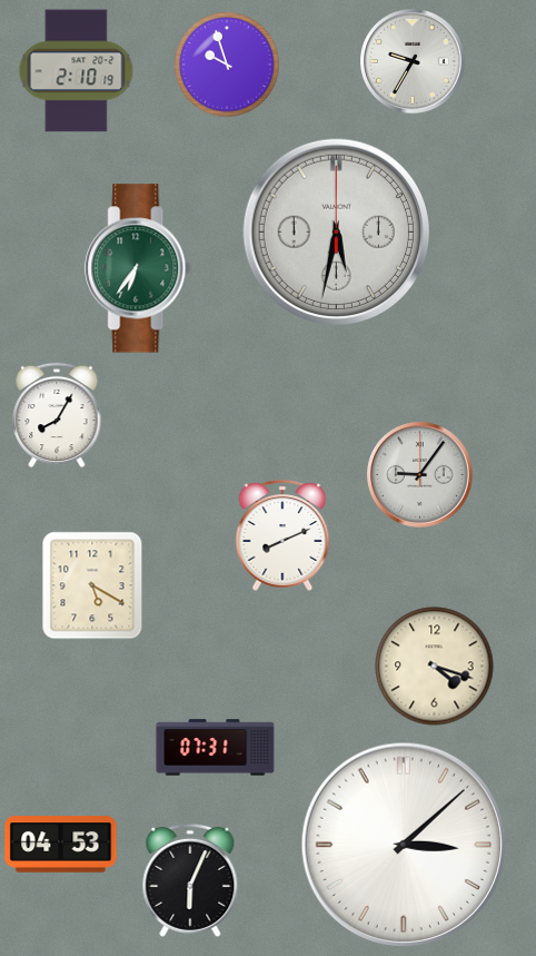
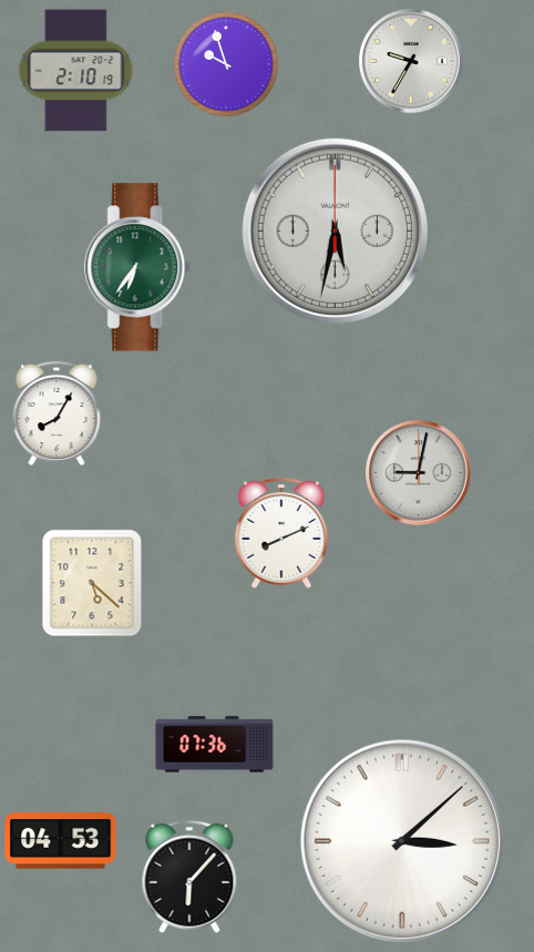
clock at (420, 475): 9:06 -> 9:02
clock at (92, 585): 5:20 -> 5:22
clock at (435, 667): 4:18 -> none
clock at (216, 748): 07:31 -> 07:36
clock at (190, 880): 6:04 -> 6:07
